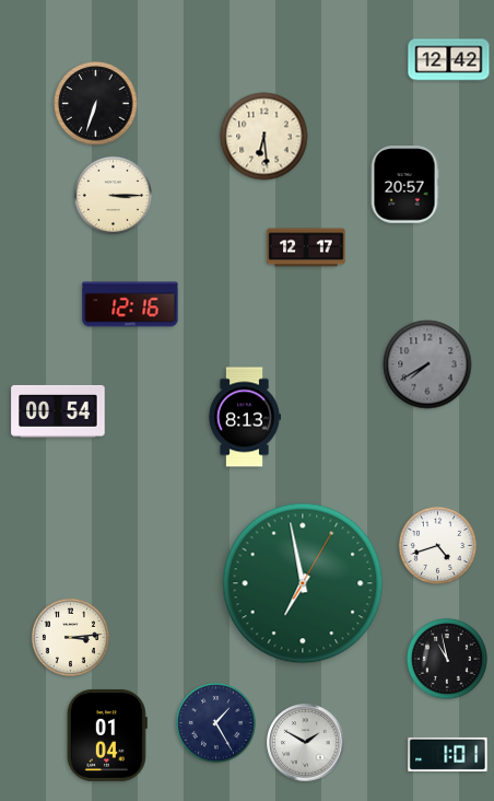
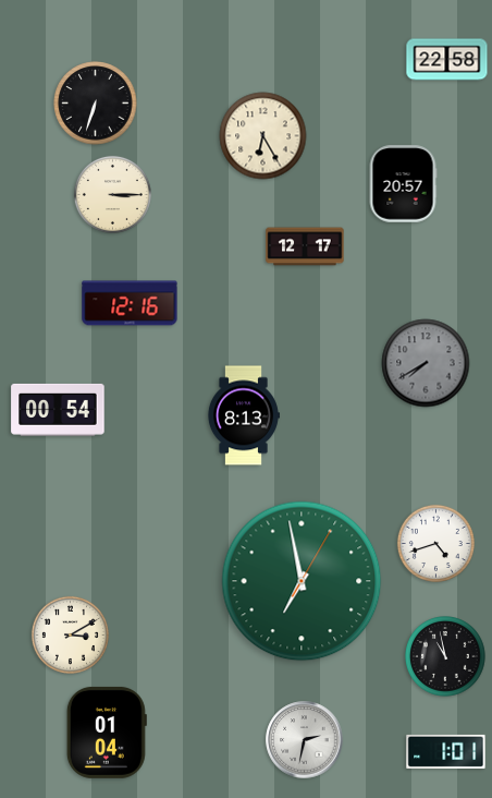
clock at (449, 60): 12:42 -> 22:58
clock at (264, 137): 6:29 -> 6:25
clock at (70, 637): 3:14 -> 3:10
clock at (215, 722): 1:25 -> none
clock at (306, 743): 1:50 -> 2:32
